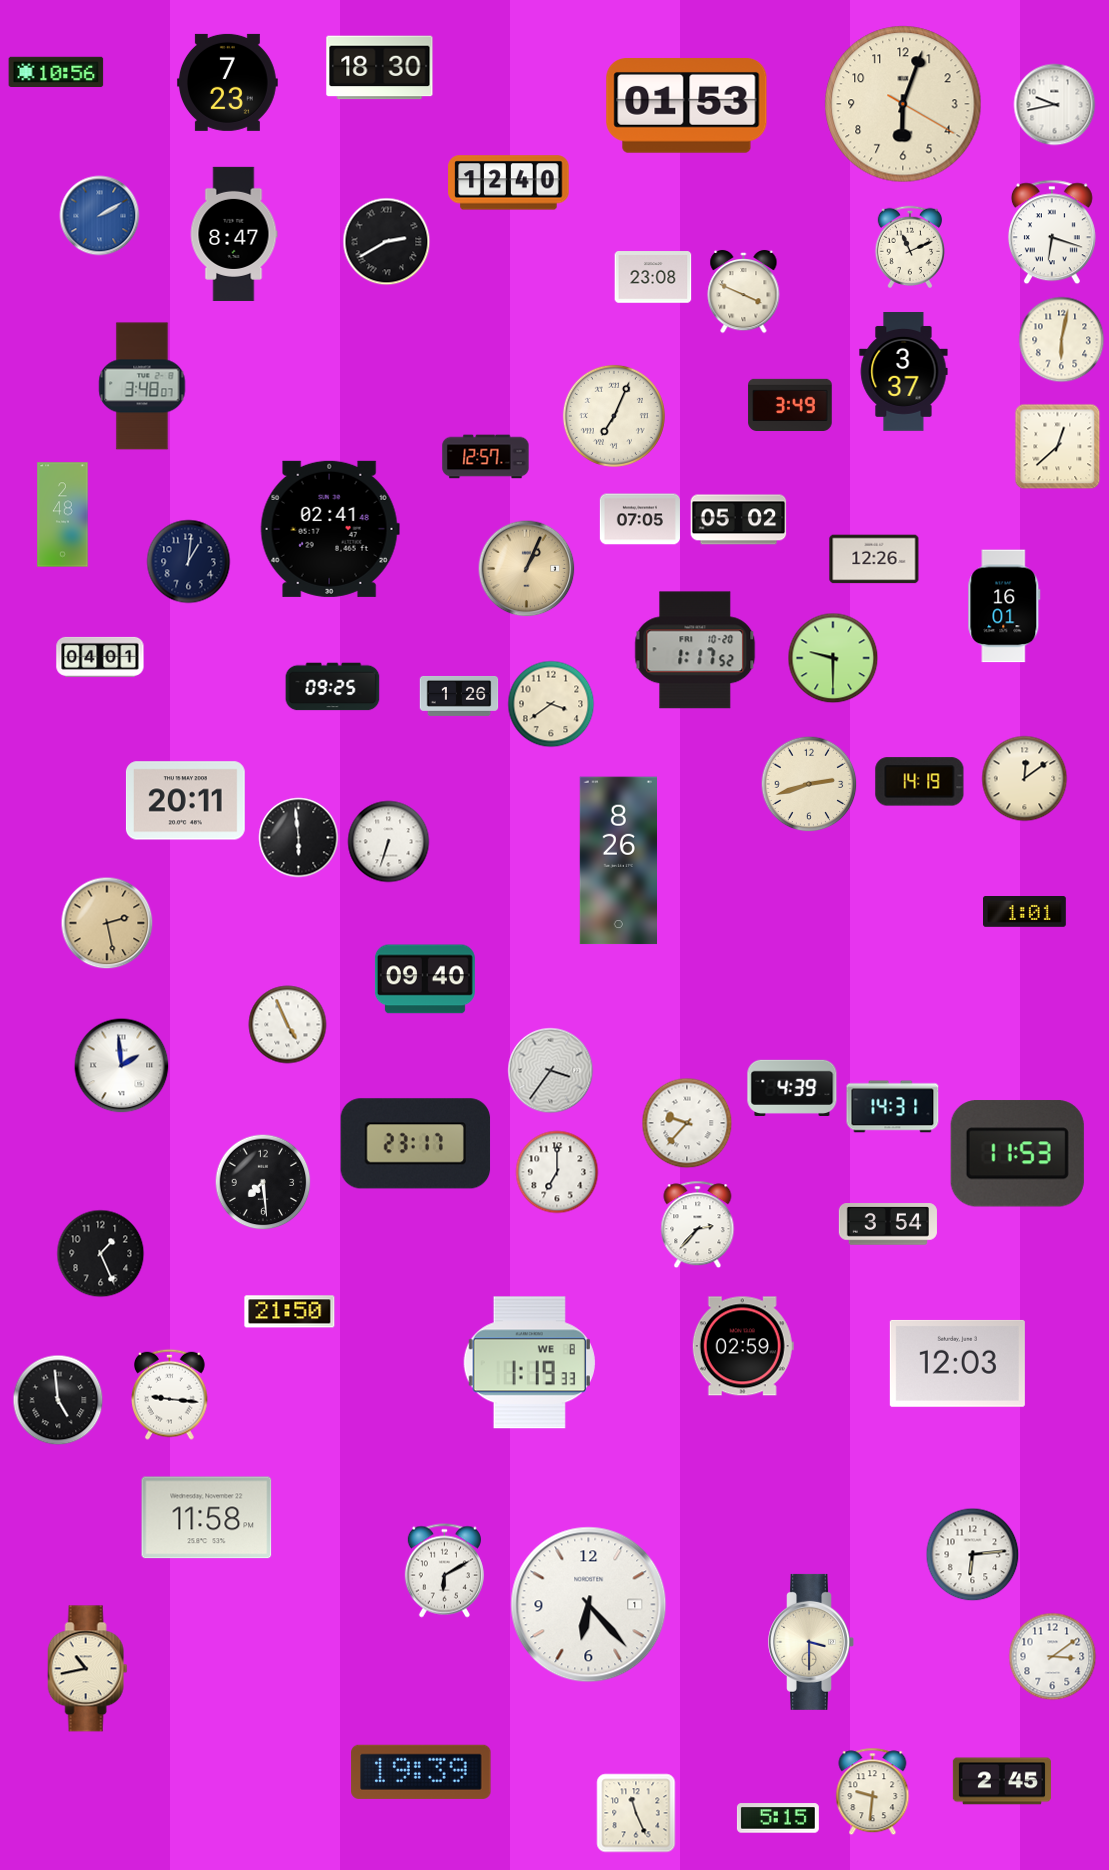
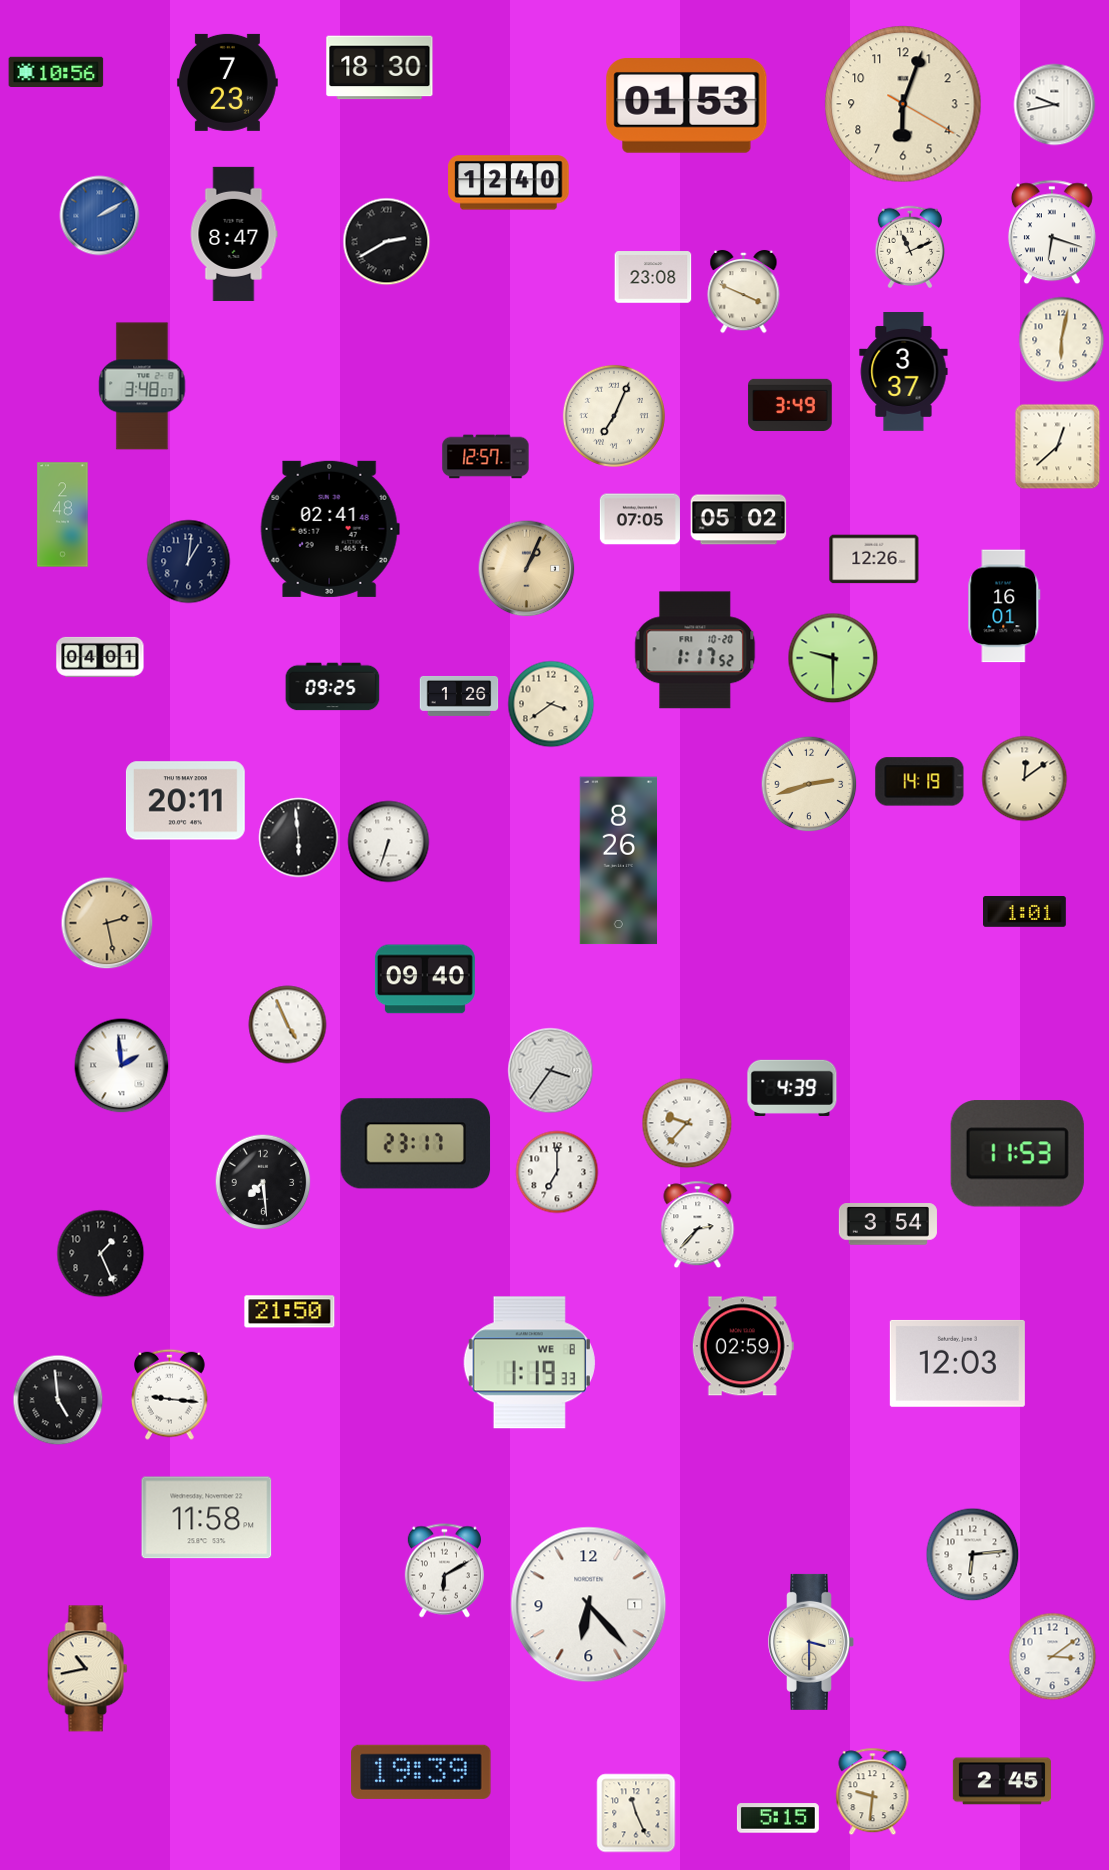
clock at (893, 1107): 14:31 -> none
